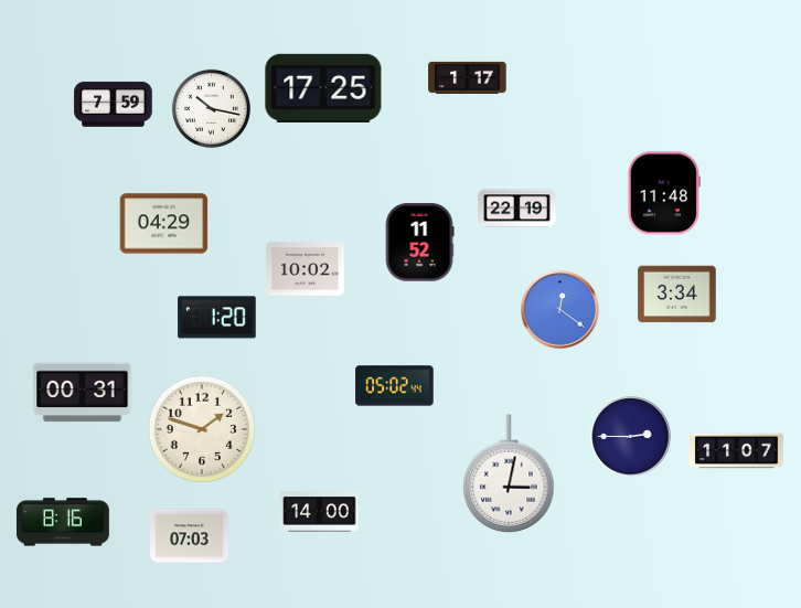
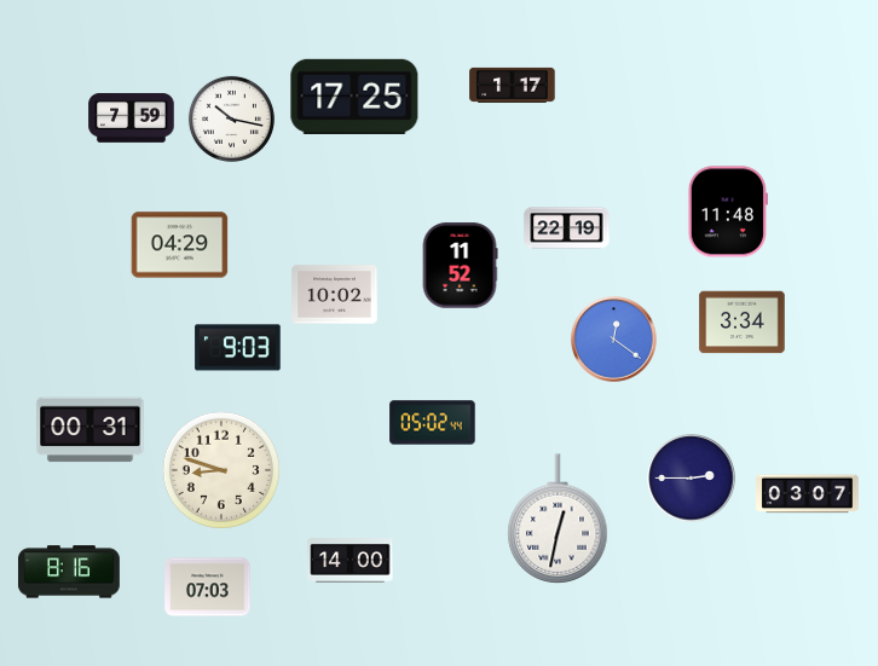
clock at (114, 105) position: (114, 105) -> (132, 118)
clock at (217, 318): 1:20 -> 9:03
clock at (201, 428): 1:48 -> 8:48
clock at (737, 451): 11:07 -> 03:07
clock at (509, 473): 3:02 -> 12:32
